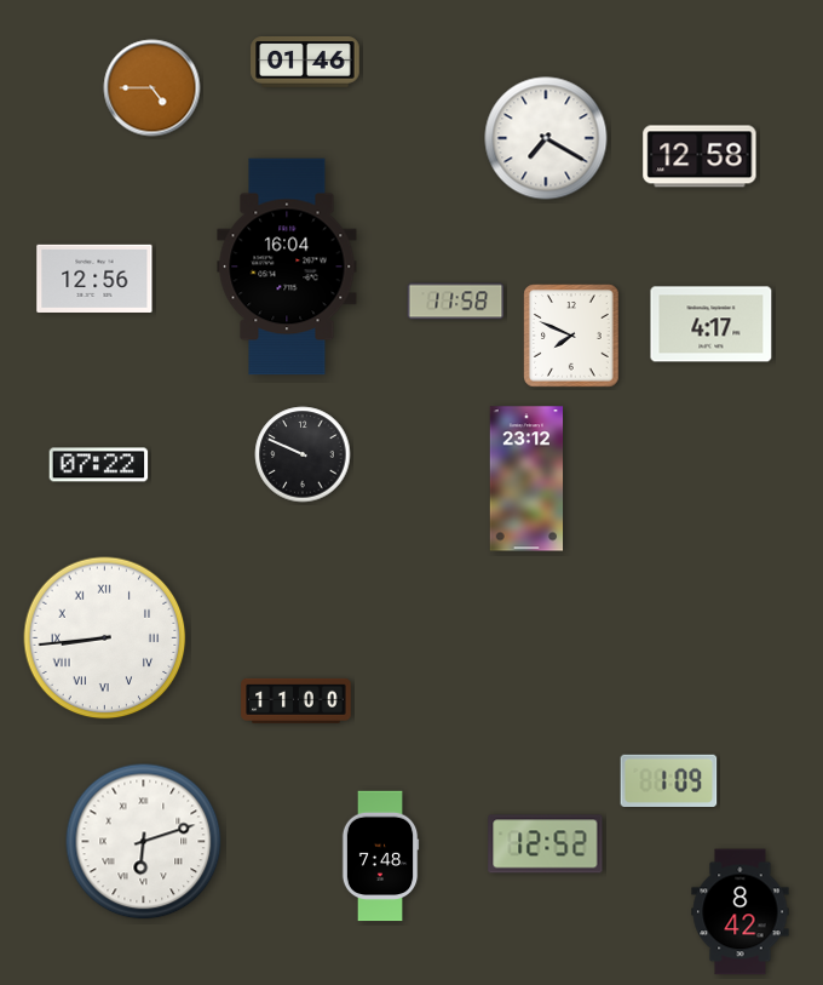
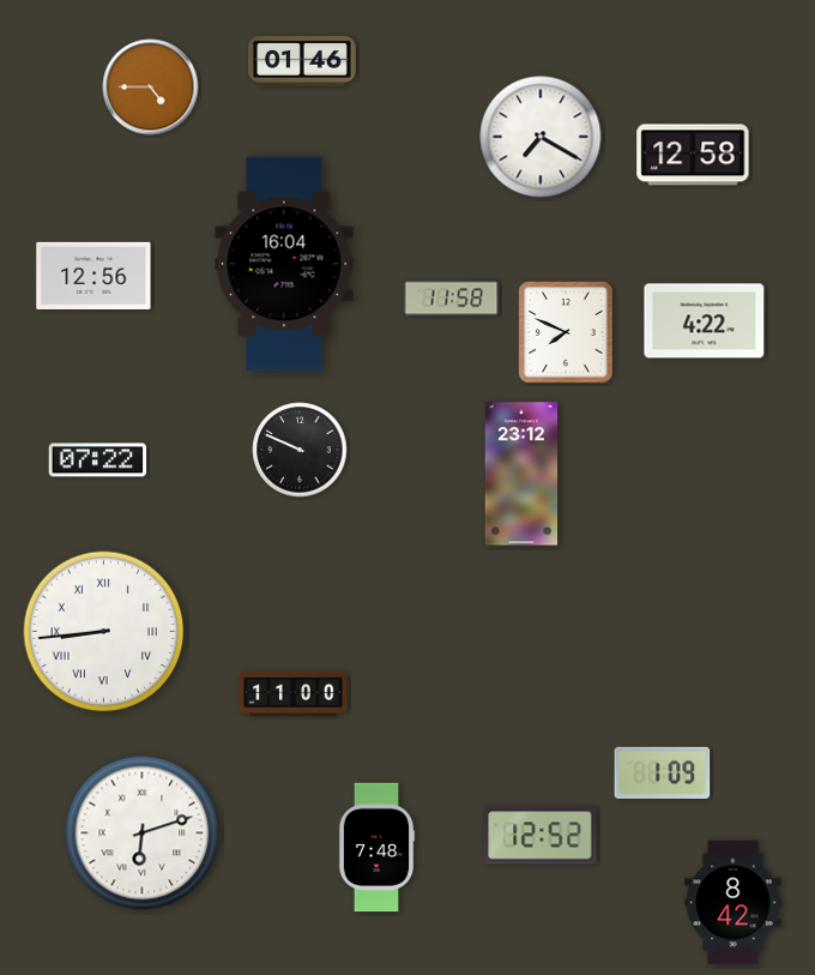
clock at (712, 325): 4:17 -> 4:22
